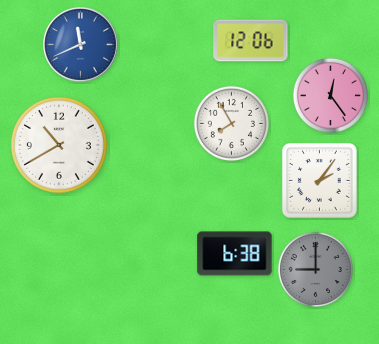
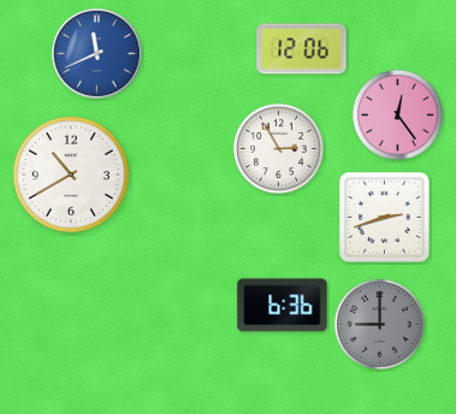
clock at (231, 123): 7:55 -> 2:55
clock at (319, 180): 2:06 -> 2:42
clock at (235, 254): 6:38 -> 6:36
